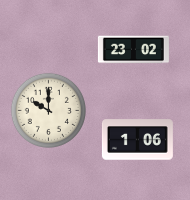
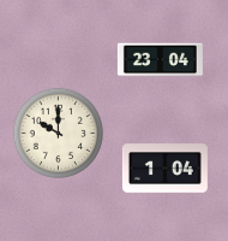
clock at (133, 50): 23:02 -> 23:04
clock at (137, 140): 1:06 -> 1:04
